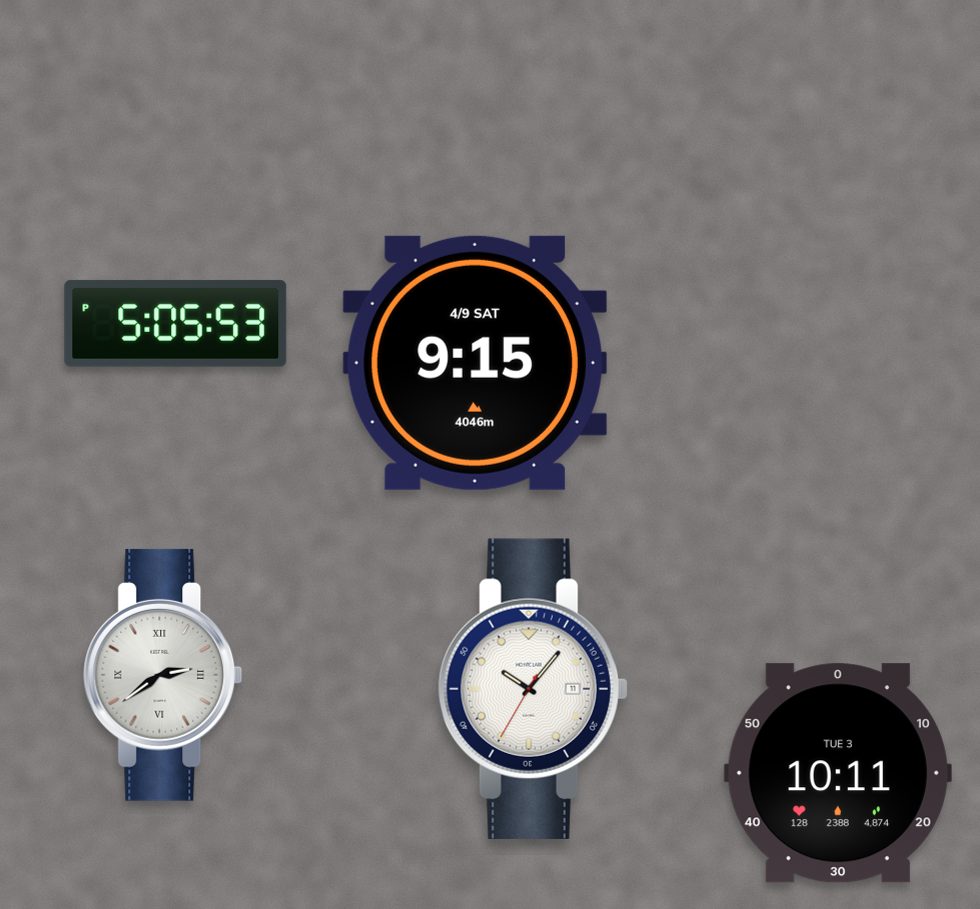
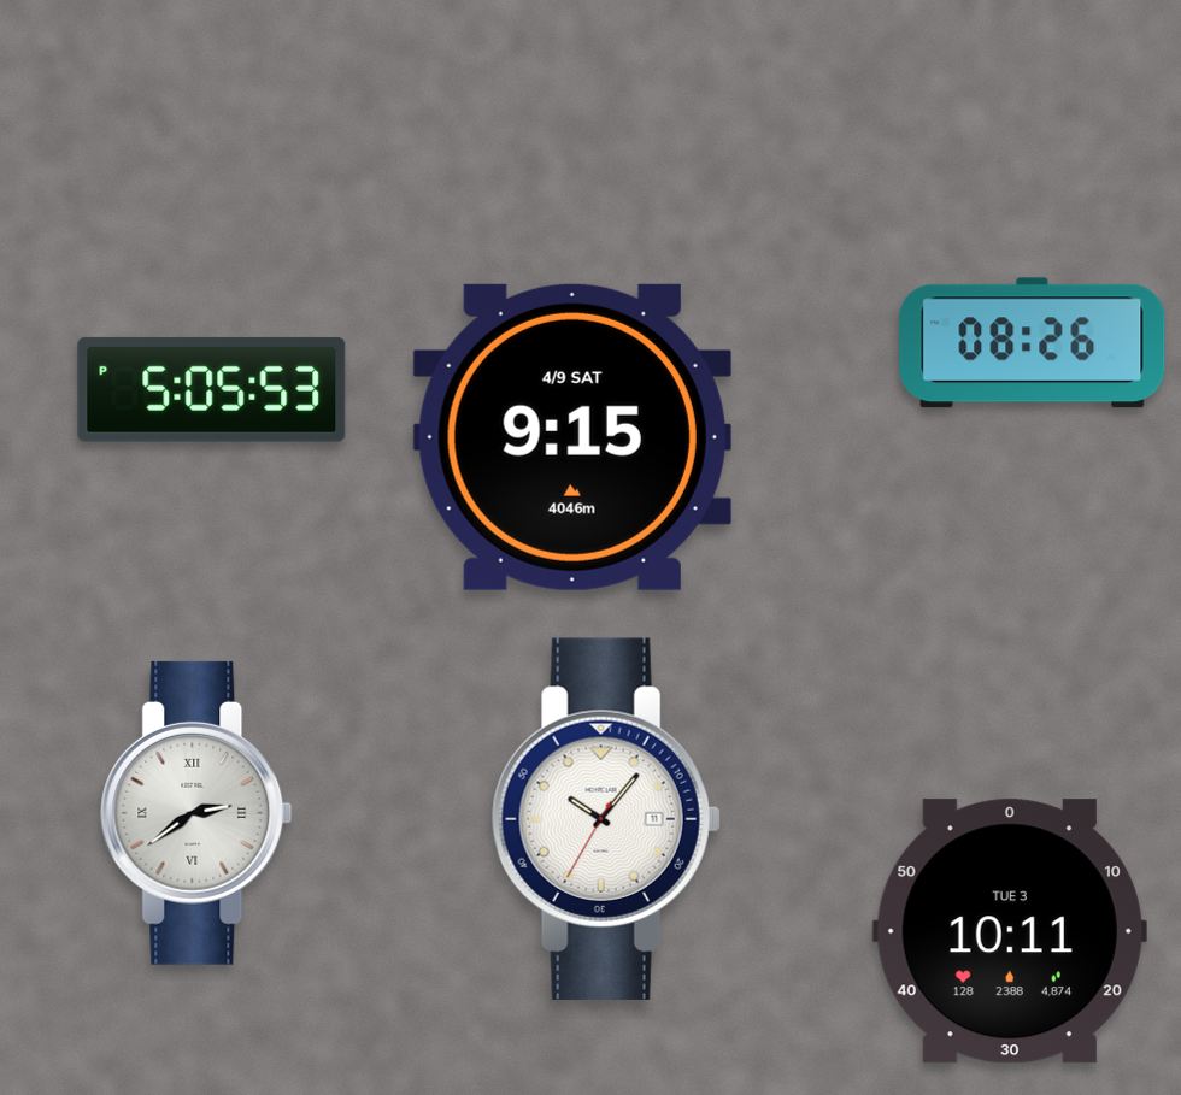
clock at (1033, 343): none -> 08:26
clock at (533, 689) position: (533, 689) -> (606, 819)
